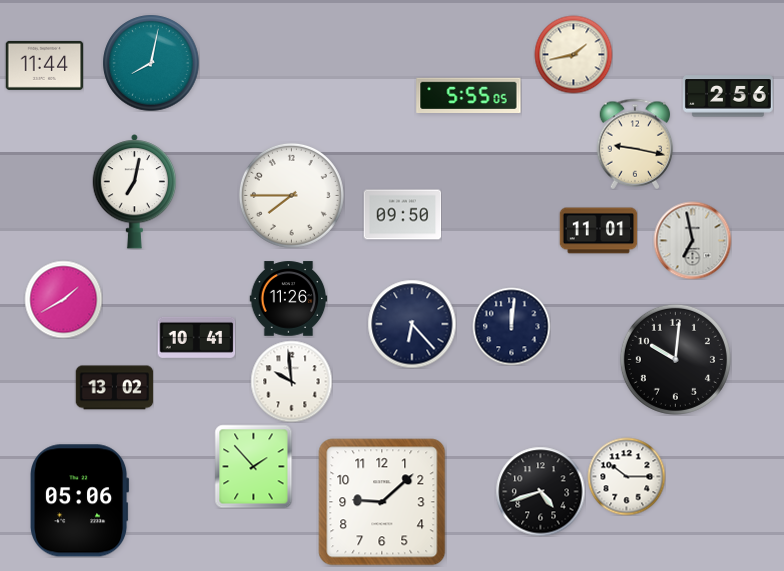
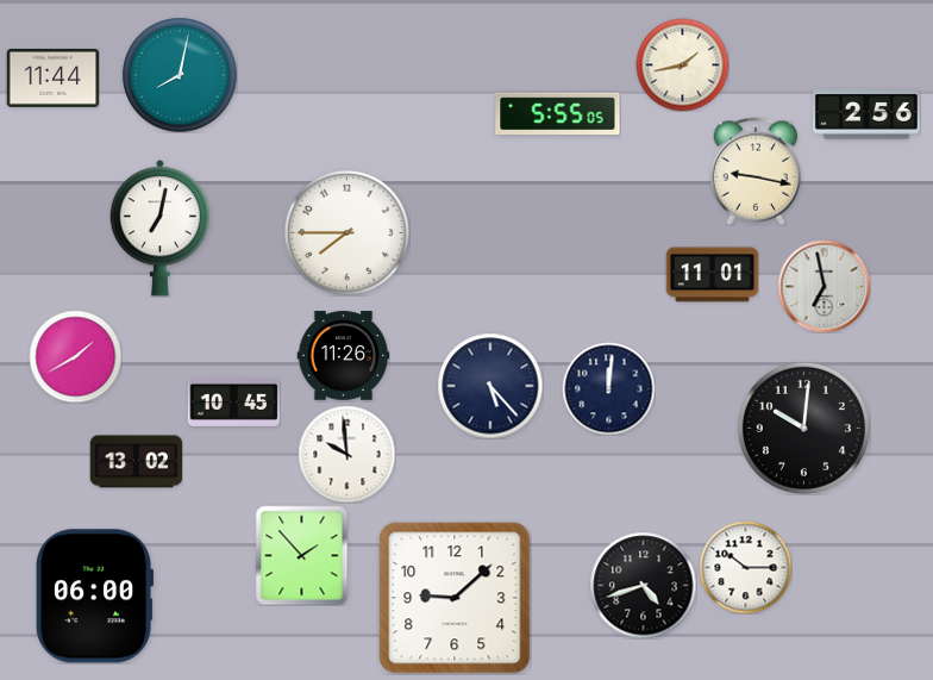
clock at (402, 215): 09:50 -> none
clock at (412, 324): 6:23 -> 5:23
clock at (196, 337): 10:41 -> 10:45
clock at (80, 501): 05:06 -> 06:00
